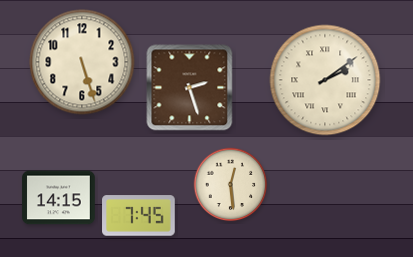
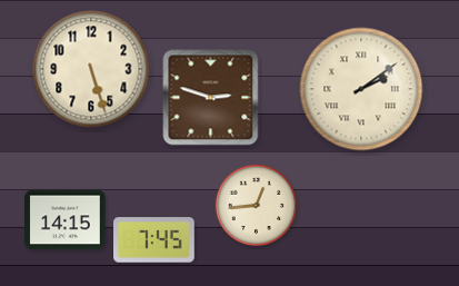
clock at (190, 88): 2:27 -> 2:48
clock at (231, 185): 12:29 -> 12:44
